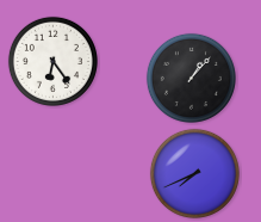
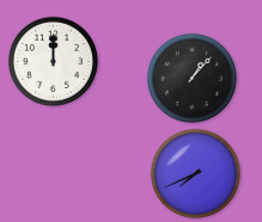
clock at (52, 61): 6:24 -> 12:00
